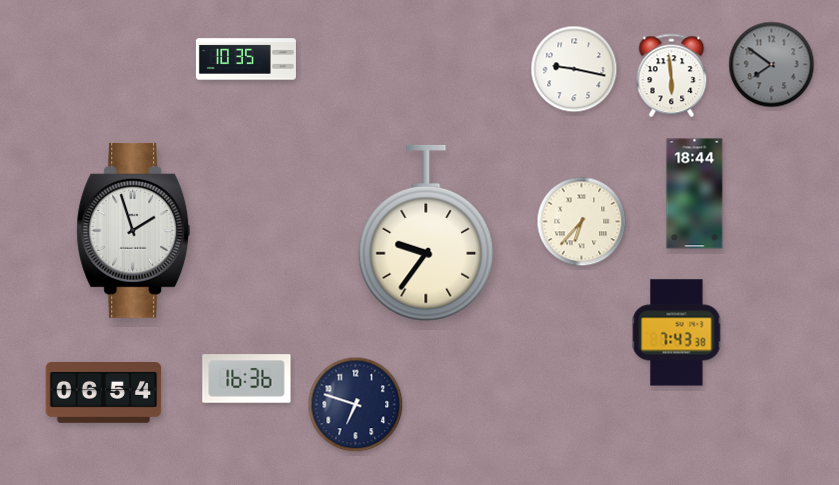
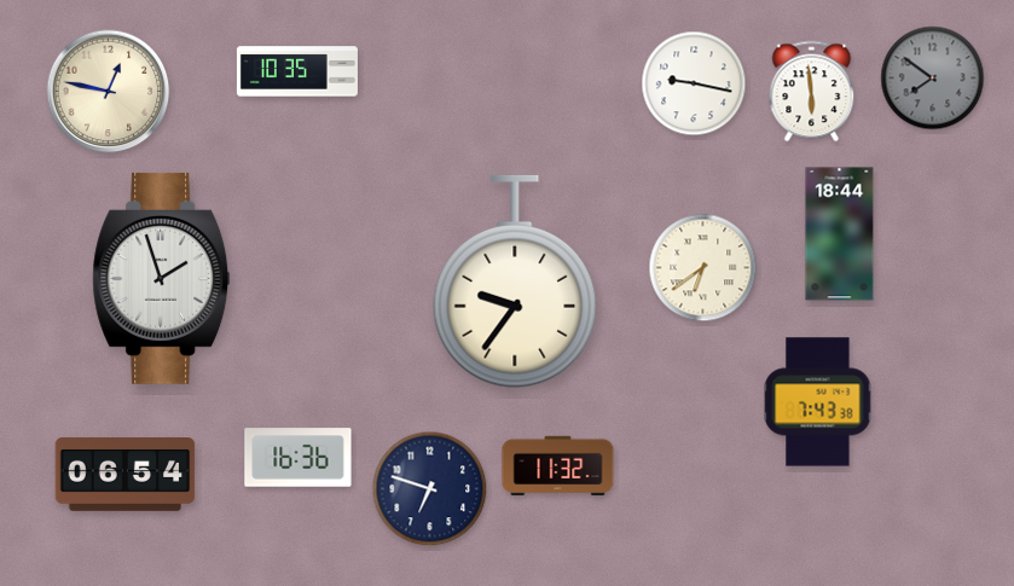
clock at (109, 92): none -> 12:47
clock at (582, 222): 6:37 -> 6:39
clock at (558, 465): none -> 11:32
